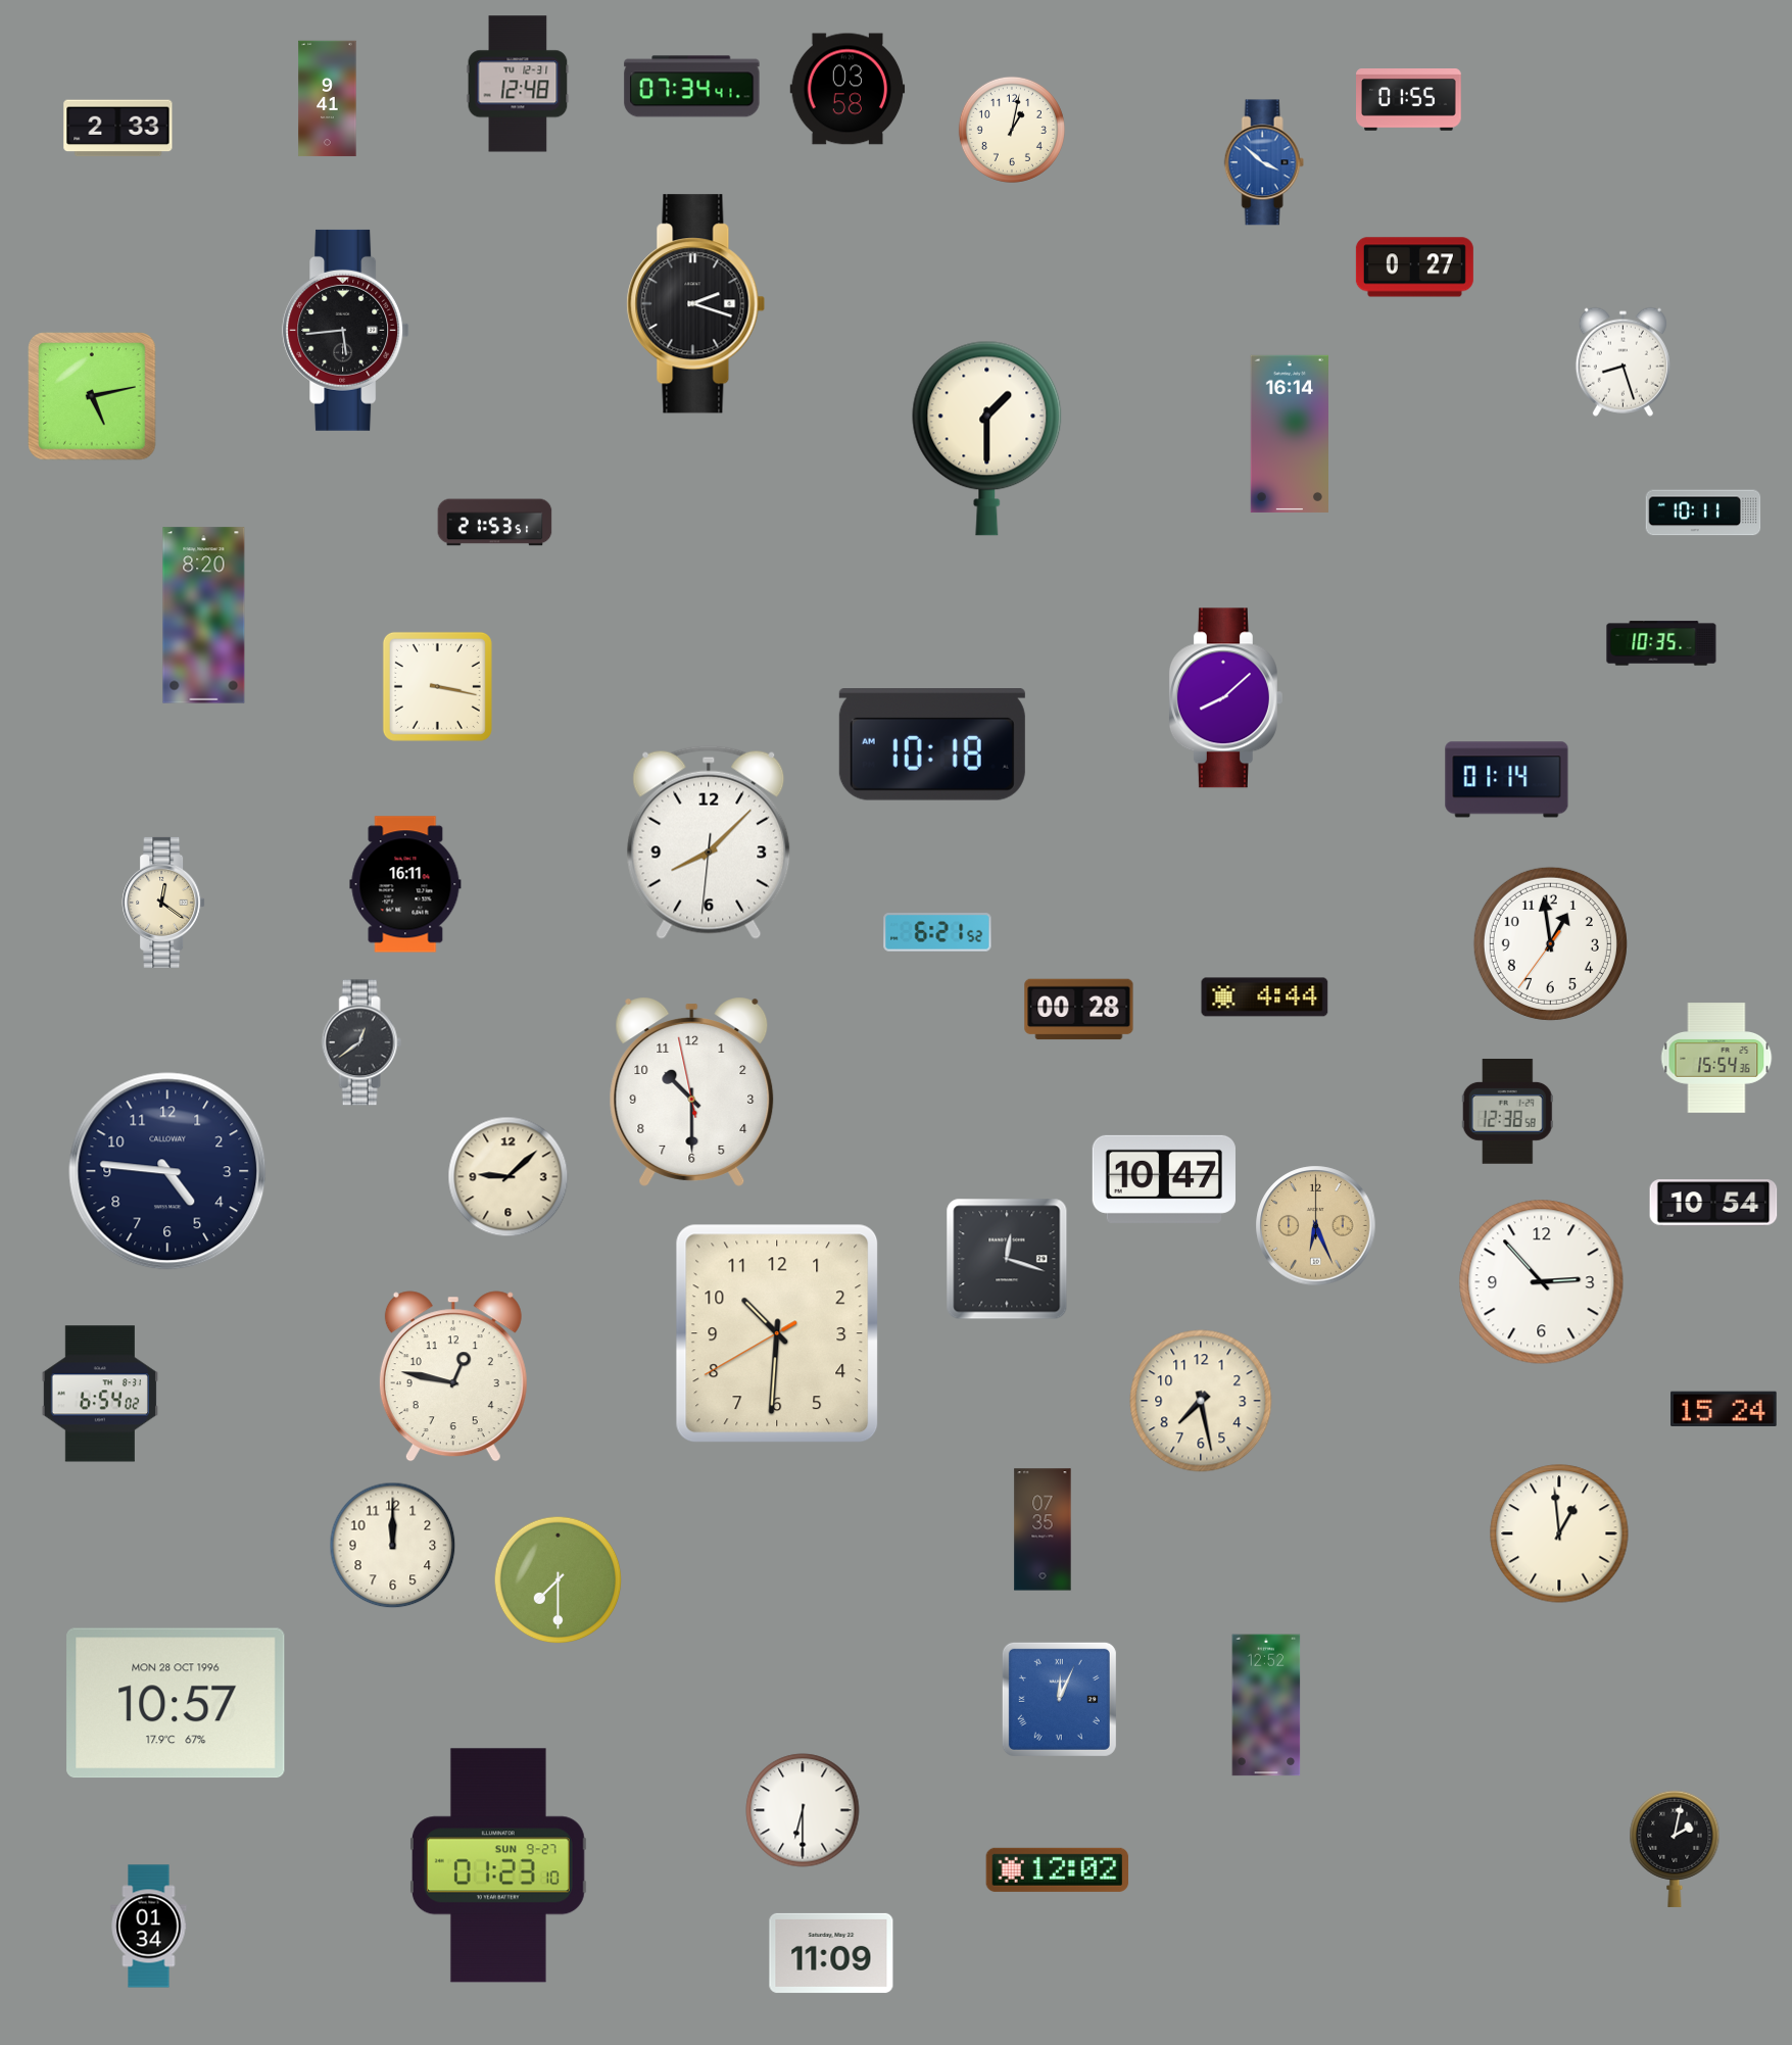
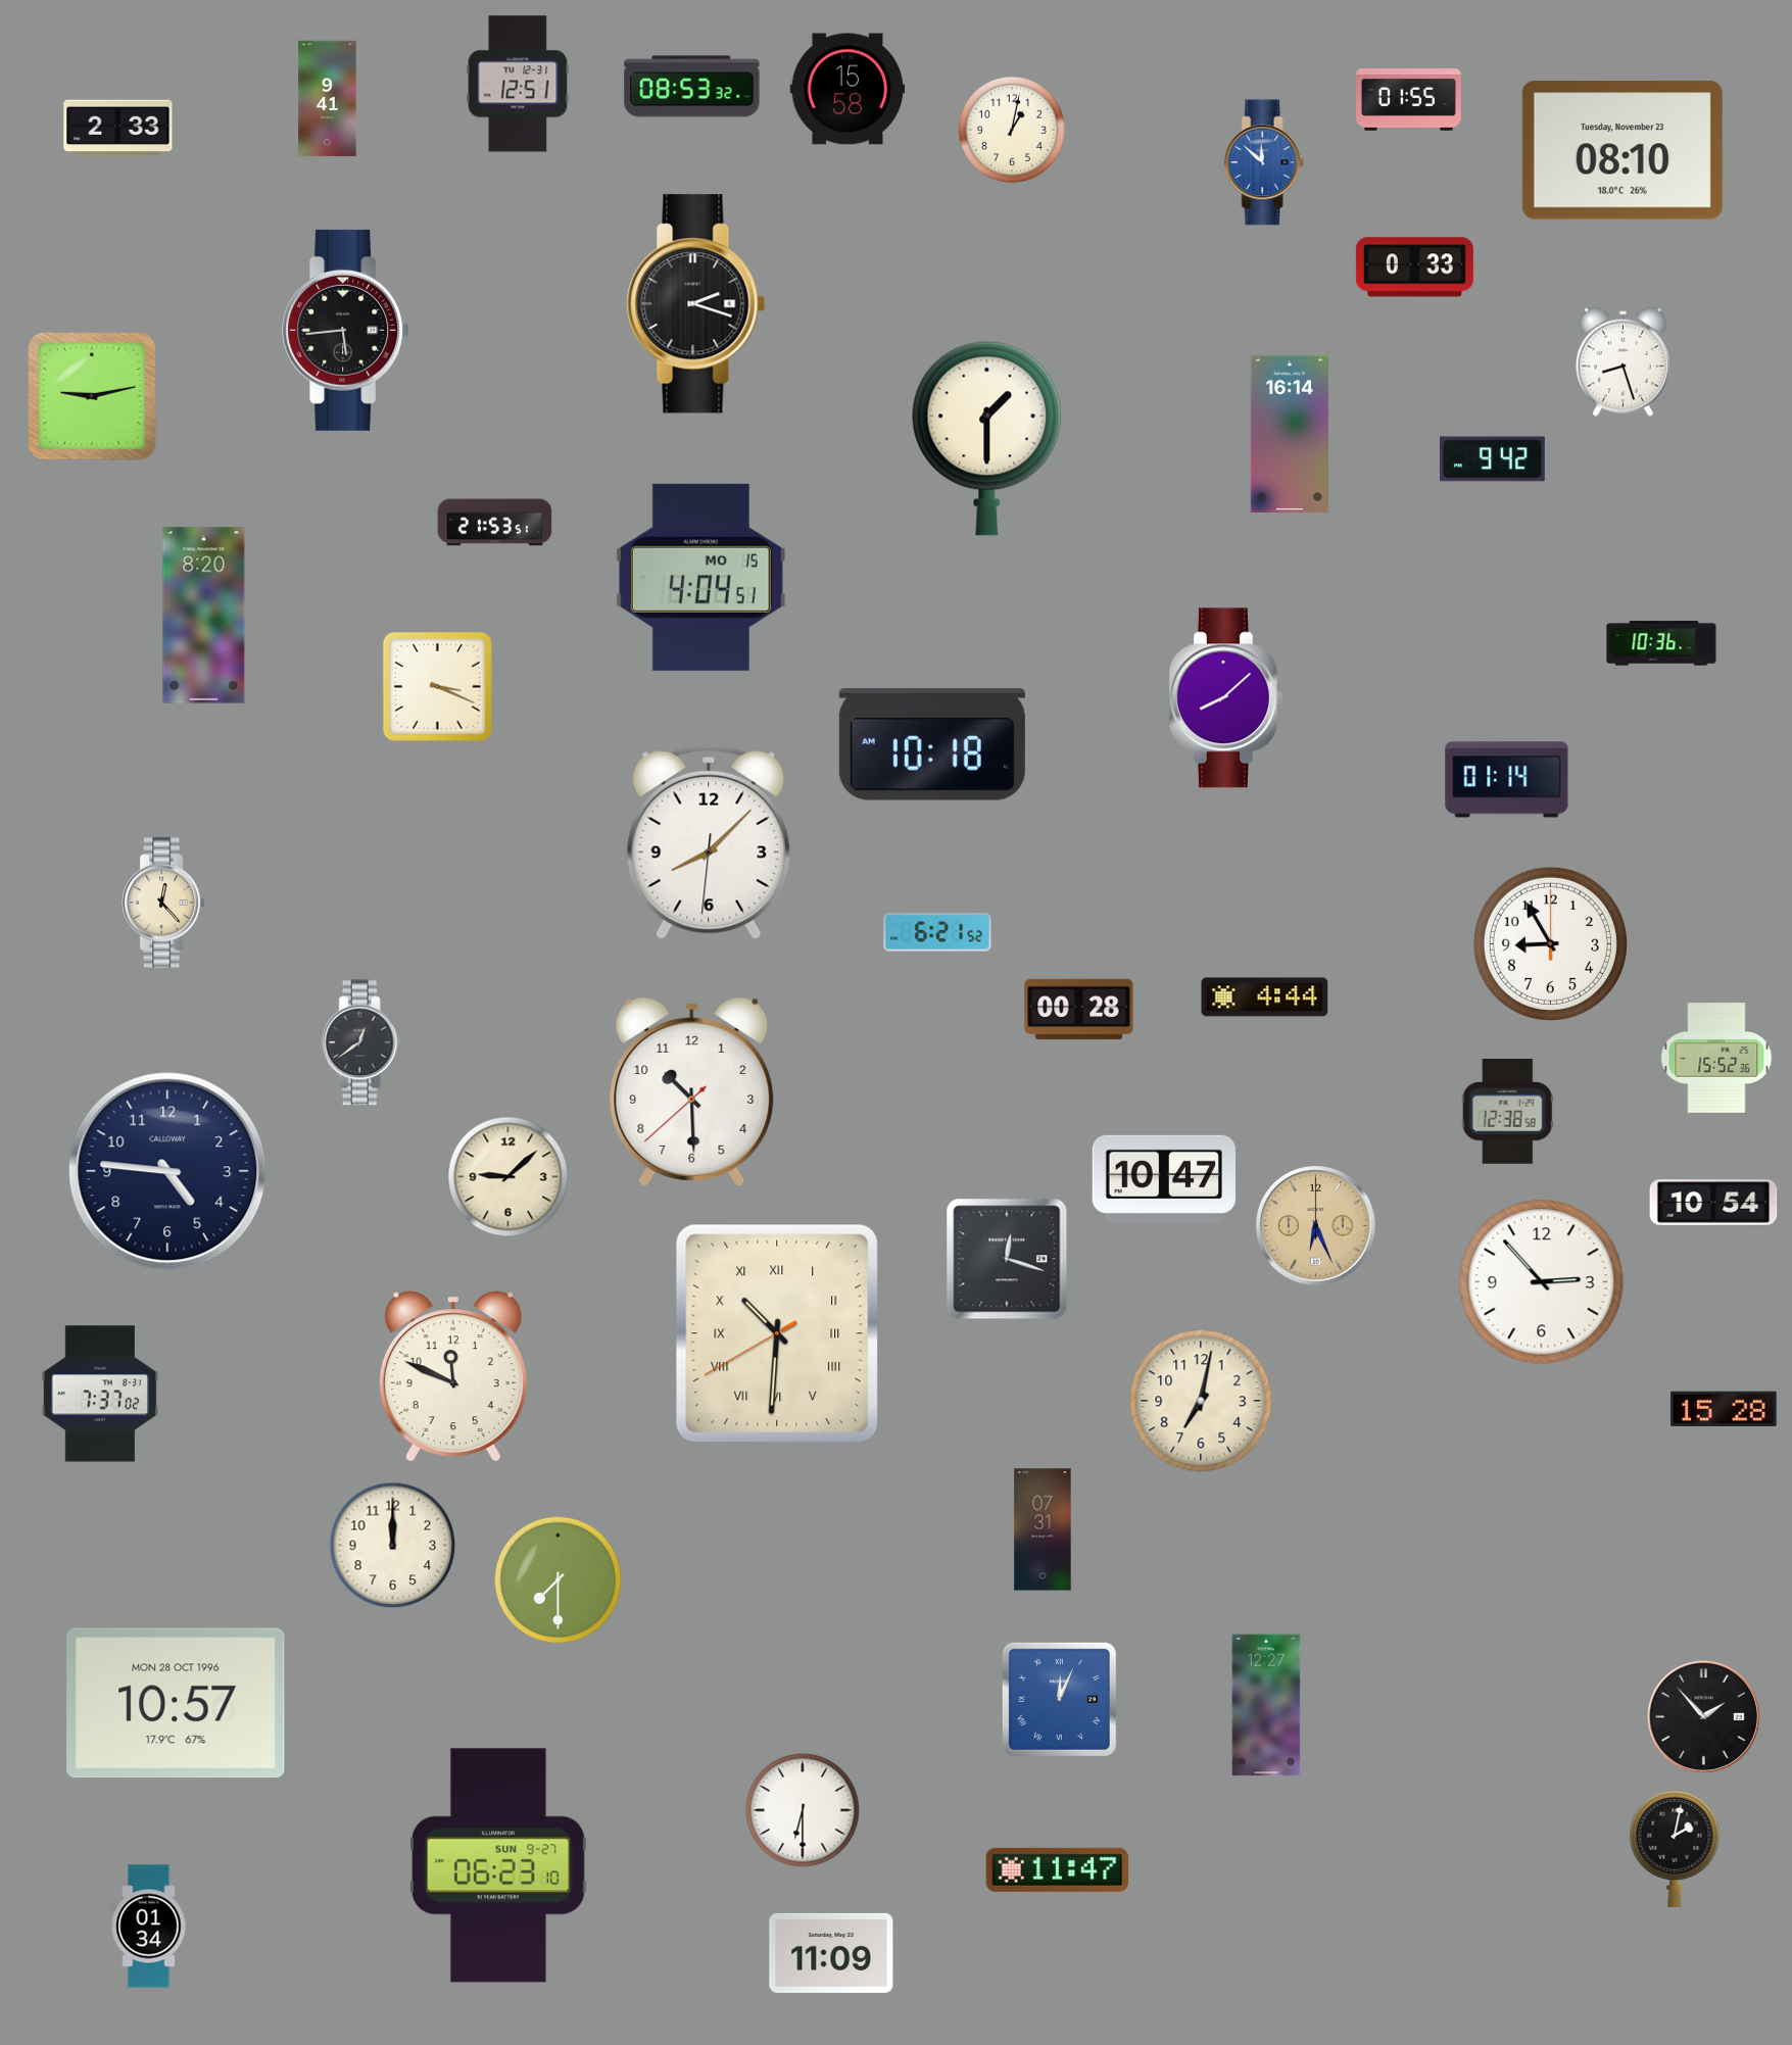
clock at (518, 84): 12:48 -> 12:51
clock at (692, 87): 07:34 -> 08:53
clock at (847, 89): 03:58 -> 15:58
clock at (1623, 150): none -> 08:10
clock at (1264, 162): 3:52 -> 11:52
clock at (1414, 267): 0:27 -> 0:33
clock at (92, 396): 5:13 -> 9:13
clock at (1493, 459): none -> 9:42
clock at (1703, 513): 10:11 -> none
clock at (700, 577): none -> 4:04
clock at (1661, 643): 10:35 -> 10:36
clock at (437, 686): 3:17 -> 3:19
clock at (405, 884): 16:11 -> none
clock at (163, 903): 12:21 -> 12:23
clock at (1550, 943): 12:58 -> 8:55
clock at (1716, 1058): 15:54 -> 15:52
clock at (692, 1091): 10:29:58 -> 10:29:38
clock at (777, 1333) numerals: Arabic -> Roman
clock at (453, 1376): 12:47 -> 11:49
clock at (99, 1394): 6:54 -> 7:37
clock at (1201, 1401): 7:28 -> 7:02
clock at (1724, 1409): 15:24 -> 15:28
clock at (1043, 1529): 07:35 -> 07:31
clock at (1559, 1533): 12:59 -> none
clock at (1266, 1705): 12:52 -> 12:27
clock at (1703, 1716): none -> 1:53
clock at (498, 1865): 01:23 -> 06:23
clock at (1058, 1869): 12:02 -> 11:47
